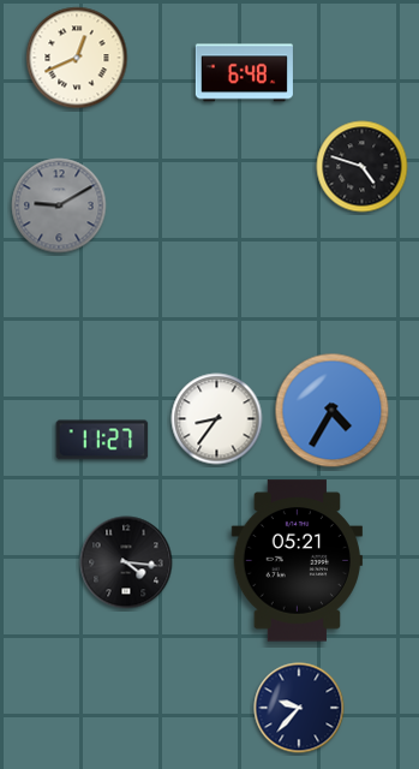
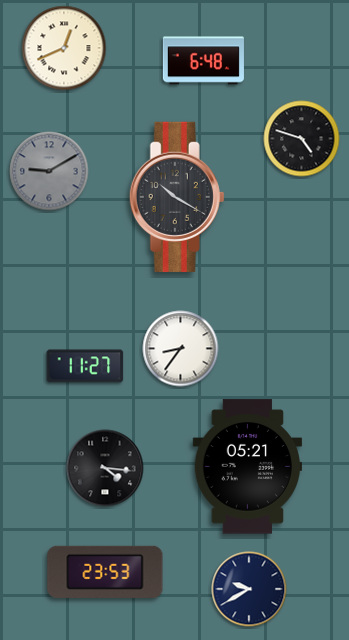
clock at (177, 197): none -> 10:20
clock at (333, 411): 4:35 -> none
clock at (105, 572): none -> 23:53
clock at (299, 708): 9:37 -> 9:40
